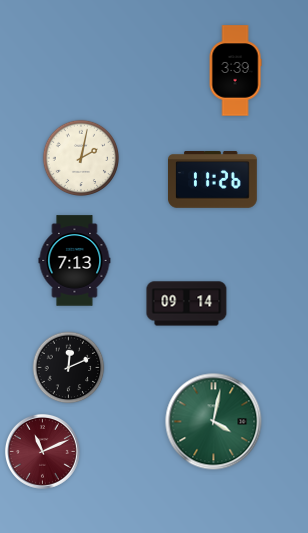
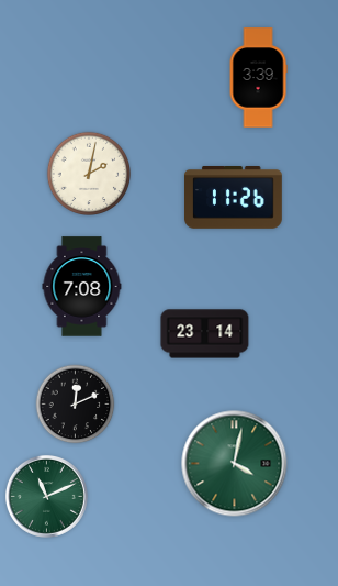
clock at (75, 261): 7:13 -> 7:08
clock at (187, 304): 09:14 -> 23:14
clock at (42, 451) dial: burgundy -> green
